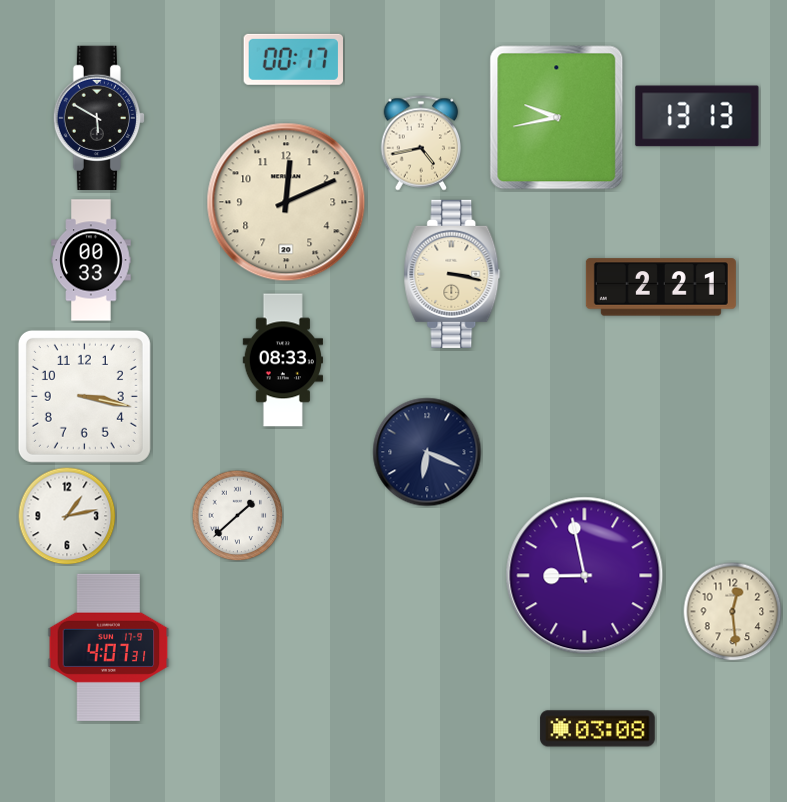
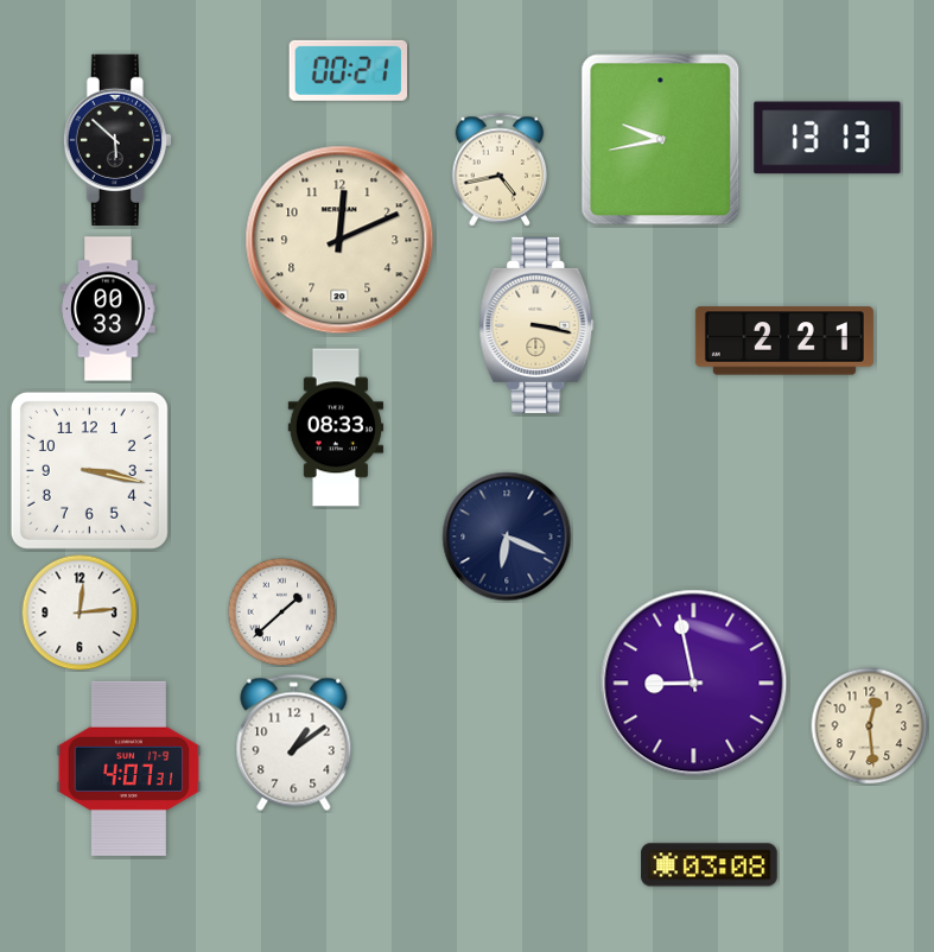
clock at (293, 59): 00:17 -> 00:21
clock at (99, 117): 5:50 -> 5:52
clock at (84, 396) position: (84, 396) -> (89, 470)
clock at (67, 516): 1:13 -> 12:14
clock at (294, 743): none -> 1:09
